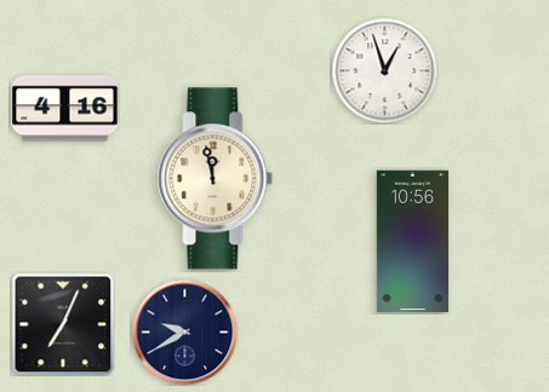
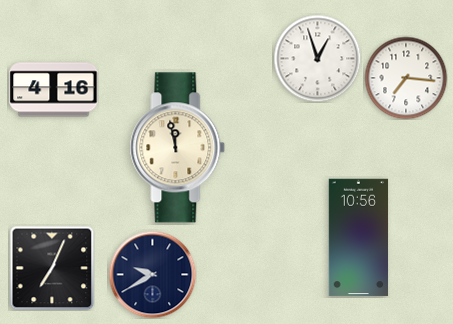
clock at (406, 78): none -> 7:16
clock at (413, 242) position: (413, 242) -> (359, 238)
